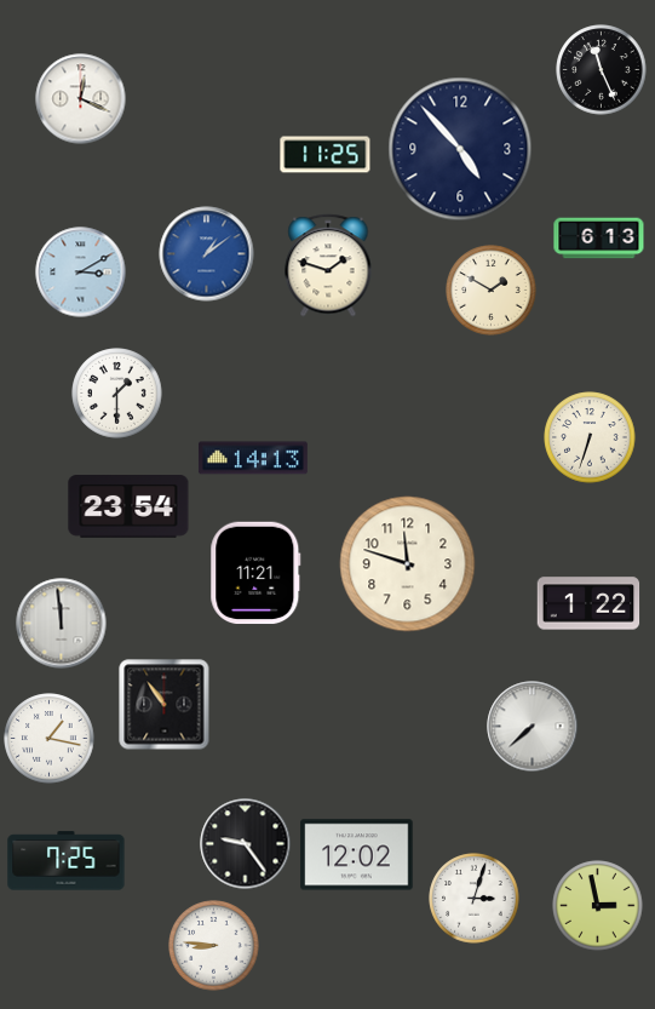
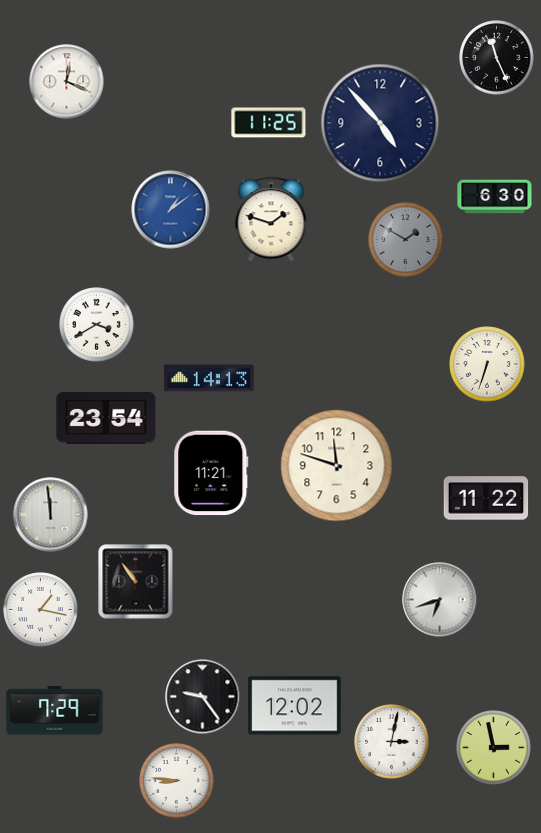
clock at (326, 155) position: (326, 155) -> (269, 123)
clock at (599, 239): 6:13 -> 6:30
clock at (81, 273): 3:10 -> none
clock at (492, 291) dial: cream -> grey
clock at (117, 394): 1:30 -> 3:40
clock at (590, 437) position: (590, 437) -> (487, 364)
clock at (588, 603): 1:22 -> 11:22
clock at (533, 727): 7:38 -> 6:42
clock at (67, 861): 7:25 -> 7:29
clock at (475, 899): 3:03 -> 3:02
